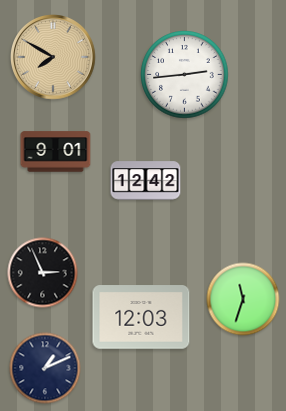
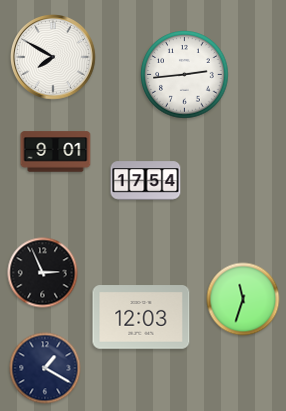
clock at (54, 58) dial: champagne -> white
clock at (146, 181): 12:42 -> 17:54
clock at (45, 368): 1:11 -> 1:20
